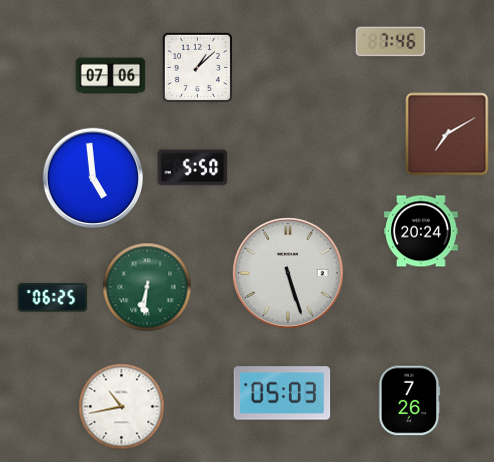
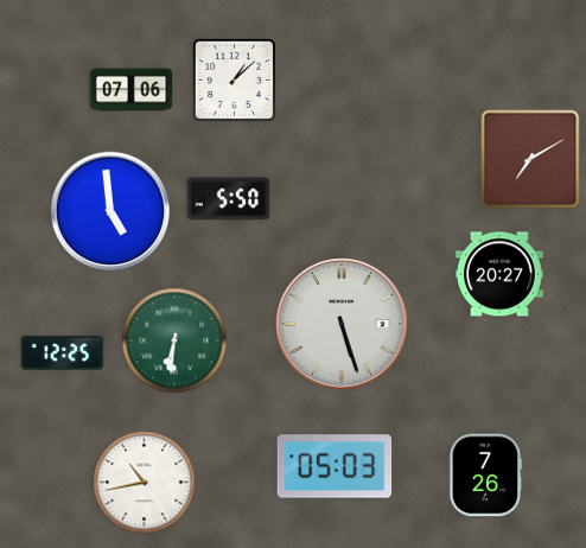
clock at (391, 42): 7:46 -> none
clock at (421, 231): 20:24 -> 20:27
clock at (53, 298): 06:25 -> 12:25
